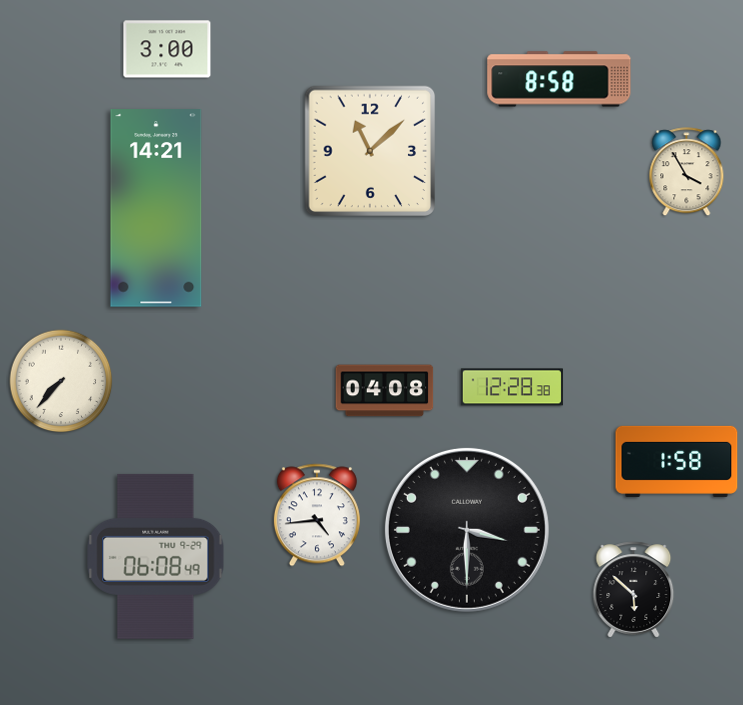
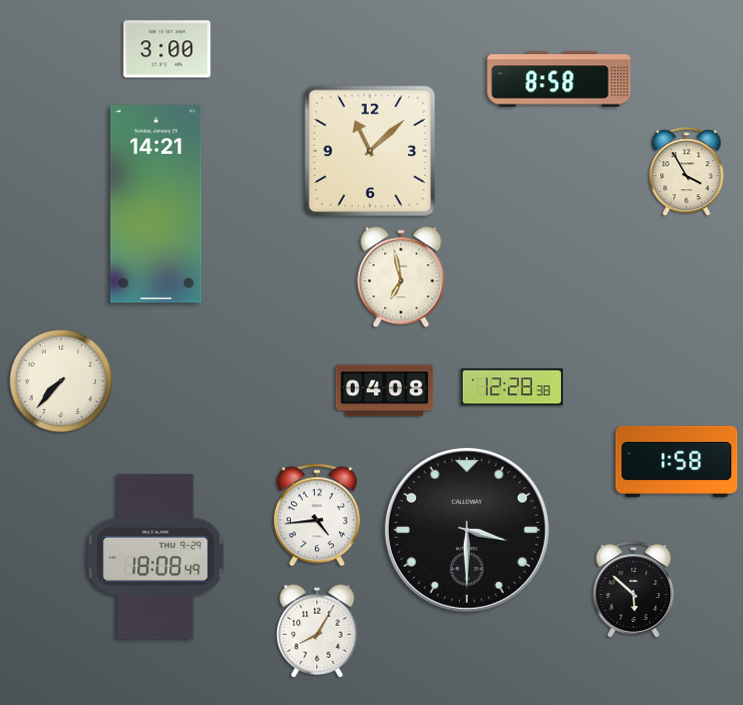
clock at (156, 208) position: (156, 208) -> (156, 204)
clock at (401, 277): none -> 6:58
clock at (156, 556): 06:08 -> 18:08
clock at (317, 631): none -> 8:05
